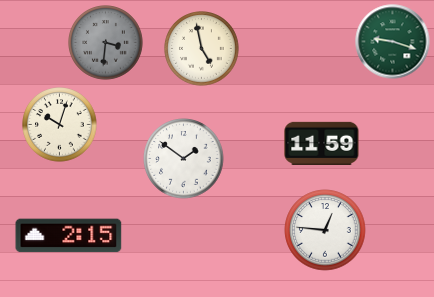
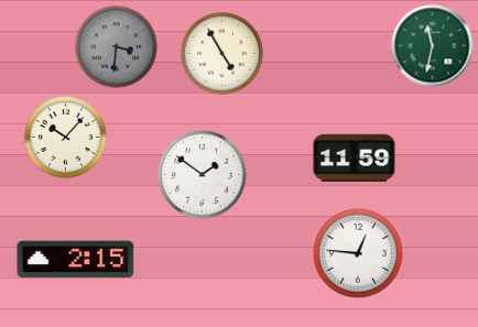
clock at (393, 42): 9:18 -> 11:32
clock at (202, 49): 4:58 -> 4:55
clock at (60, 125): 10:03 -> 10:07
